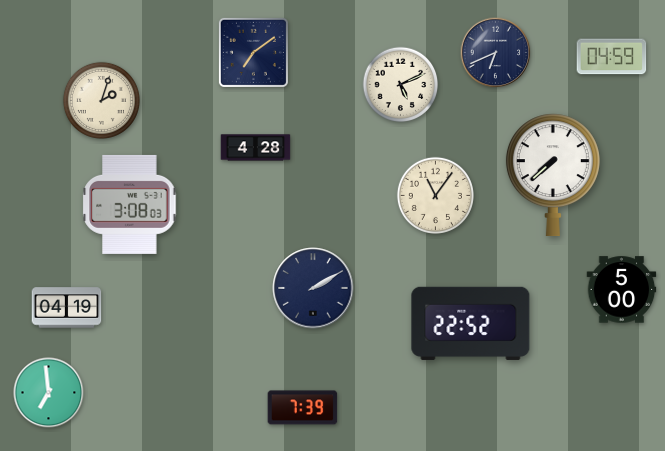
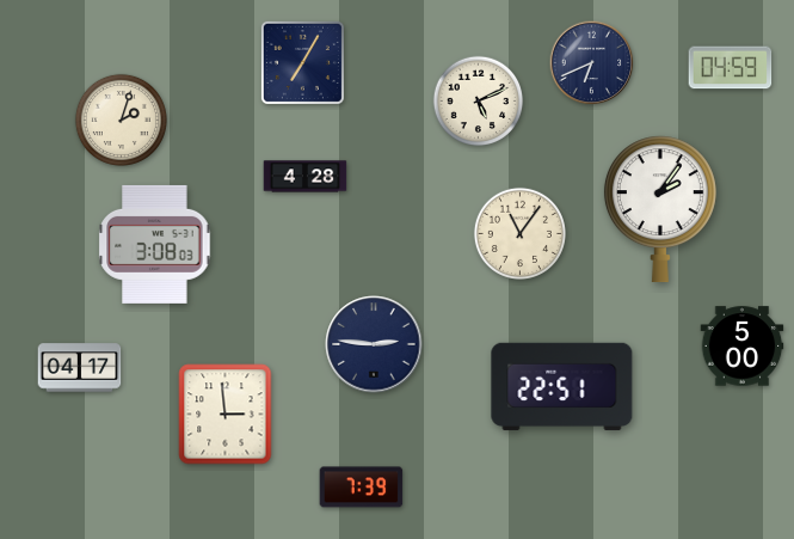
clock at (253, 52): 7:09 -> 7:05
clock at (553, 175): 7:38 -> 2:06
clock at (313, 288): 2:10 -> 2:46
clock at (67, 308): 04:19 -> 04:17
clock at (471, 323): 22:52 -> 22:51
clock at (226, 415): none -> 2:59
clock at (49, 393): 6:59 -> none
